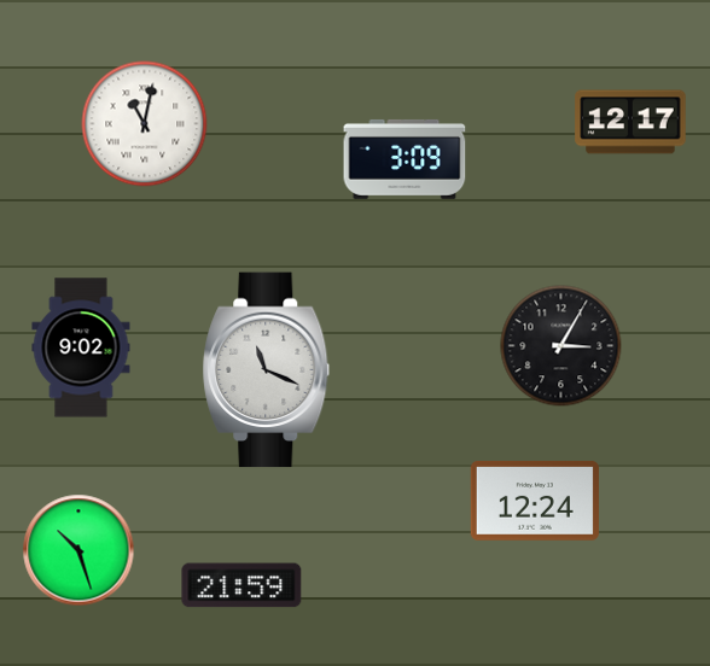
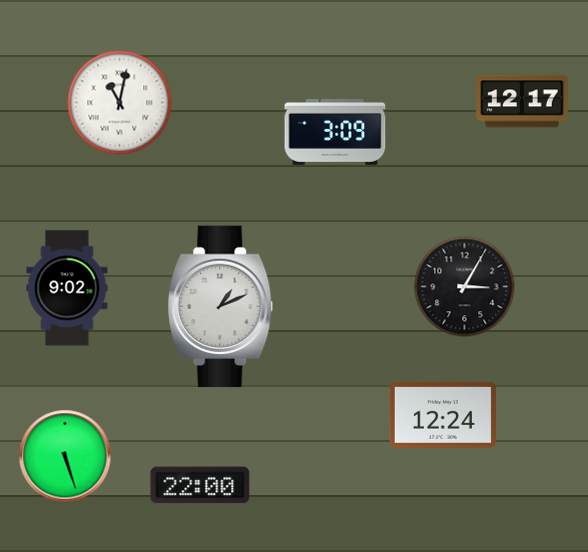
clock at (267, 370): 11:19 -> 1:11
clock at (78, 550): 10:27 -> 5:27
clock at (241, 585): 21:59 -> 22:00
